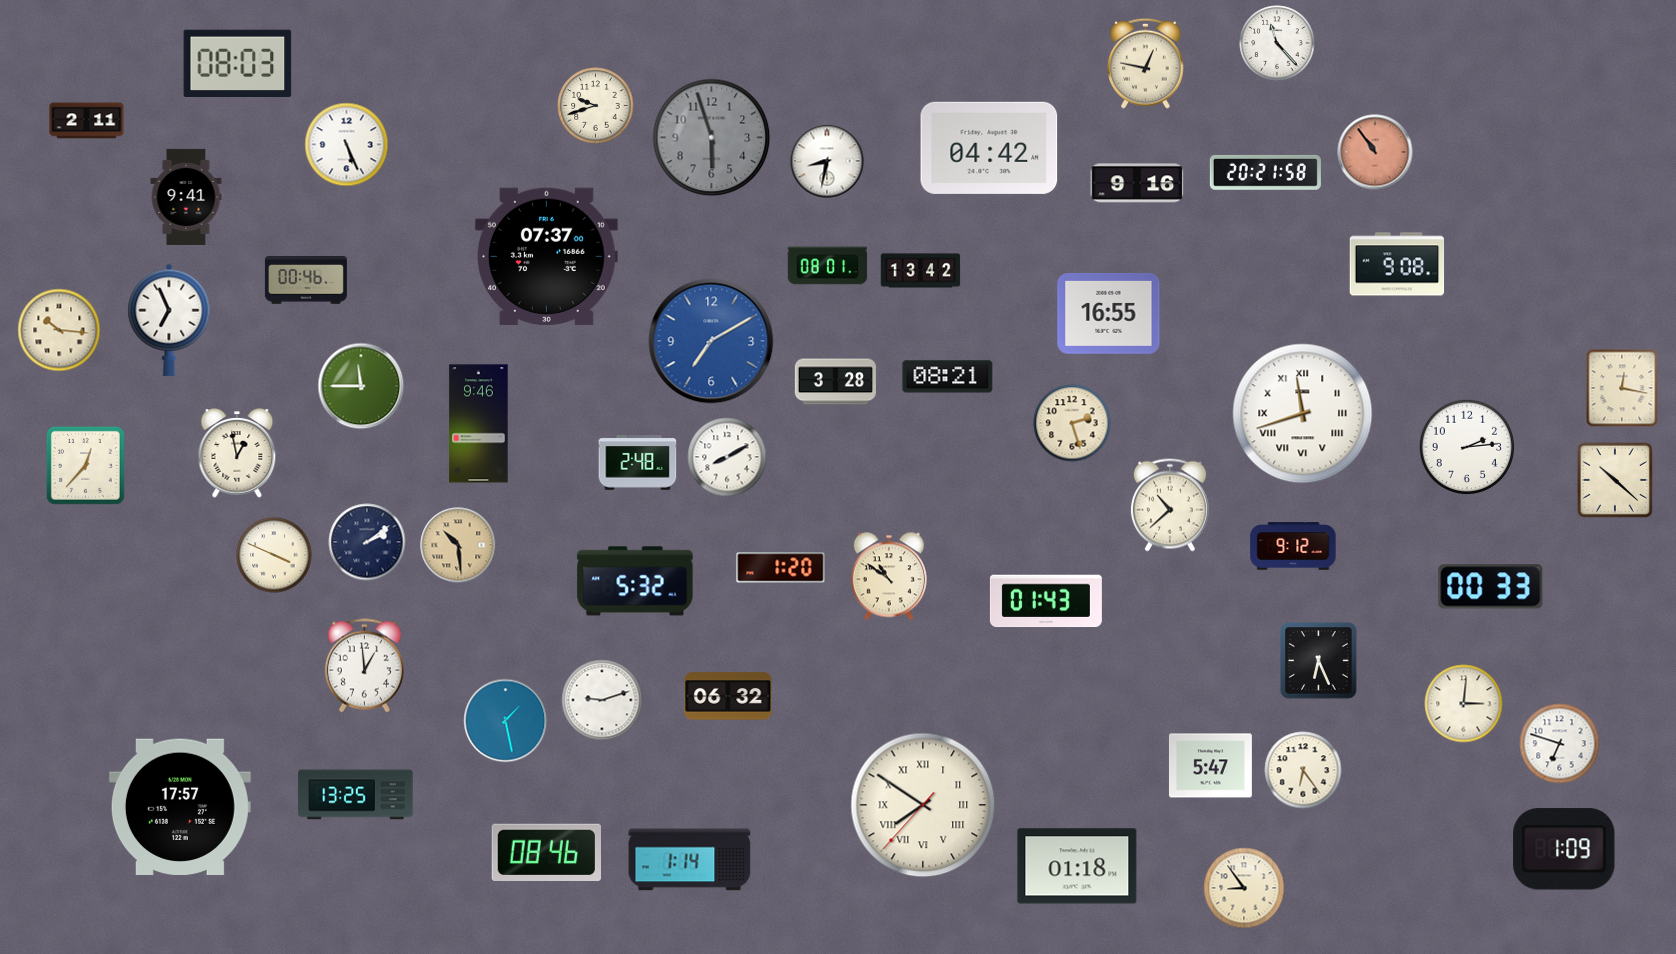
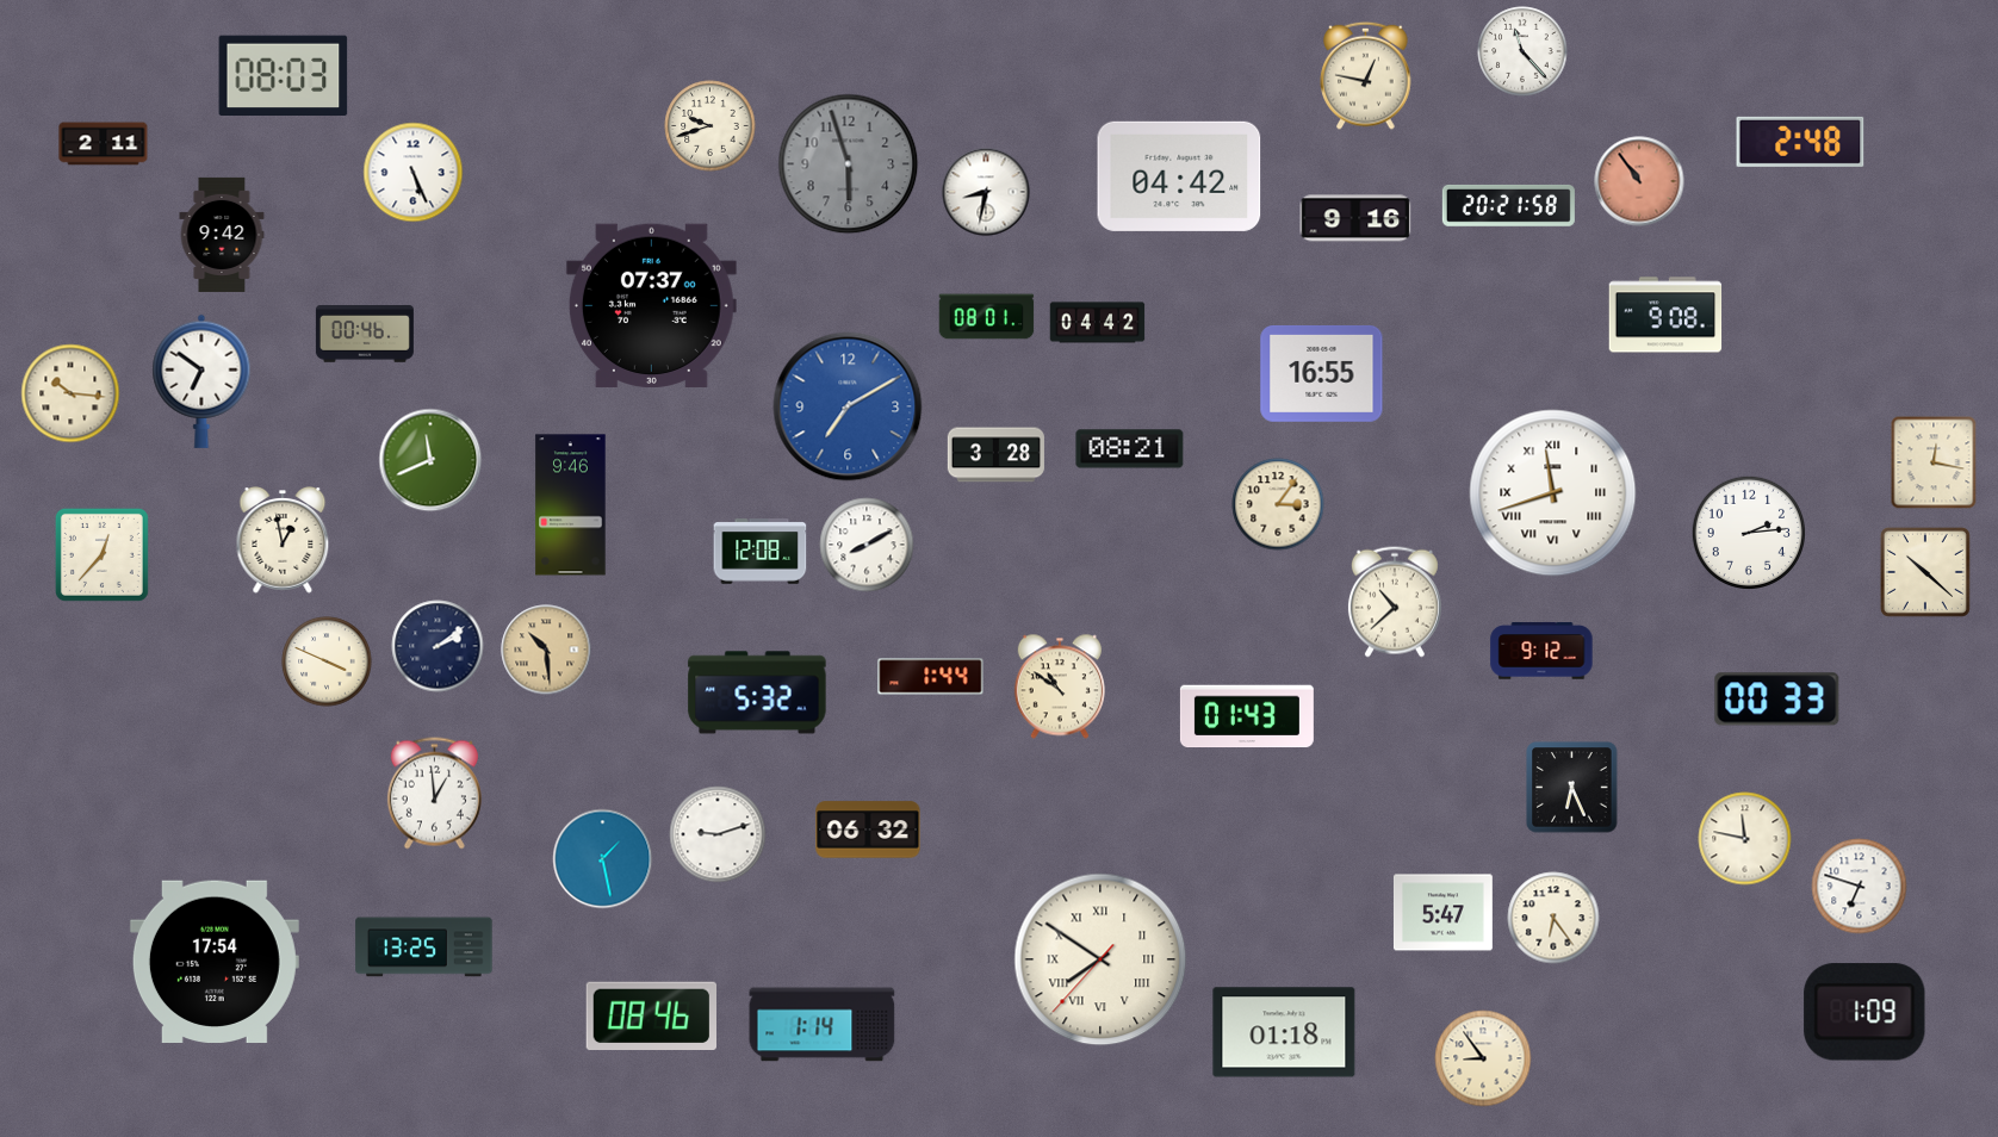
clock at (1800, 142): none -> 2:48
clock at (186, 197): 9:41 -> 9:42
clock at (921, 271): 13:42 -> 04:42
clock at (169, 320): 6:56 -> 6:51
clock at (361, 386): 11:45 -> 11:41
clock at (1072, 423): 2:27 -> 3:06
clock at (638, 463): 2:48 -> 12:08
clock at (781, 568): 1:20 -> 1:44
clock at (1464, 704): 3:01 -> 11:47
clock at (180, 806): 17:57 -> 17:54
